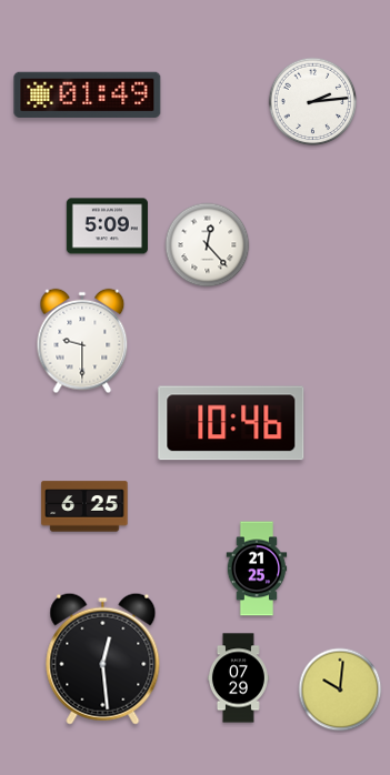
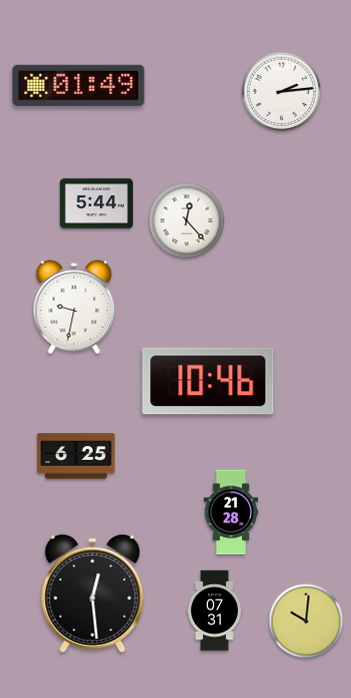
clock at (107, 227): 5:09 -> 5:44
clock at (82, 341): 9:30 -> 9:32
clock at (257, 568): 21:25 -> 21:28
clock at (238, 678): 07:29 -> 07:31
